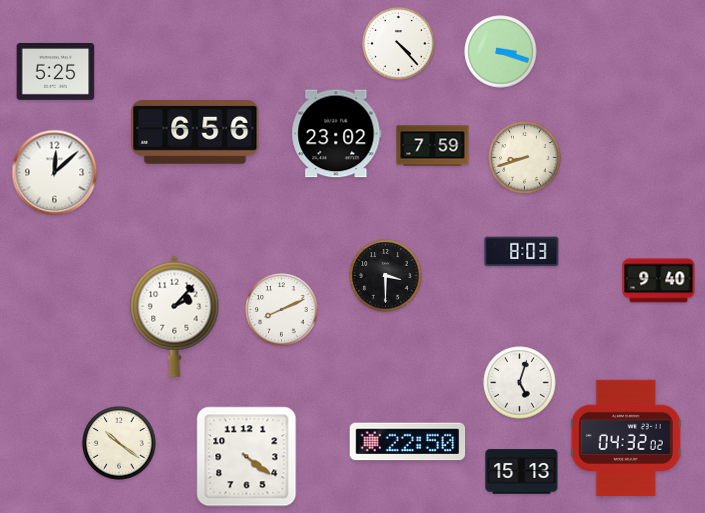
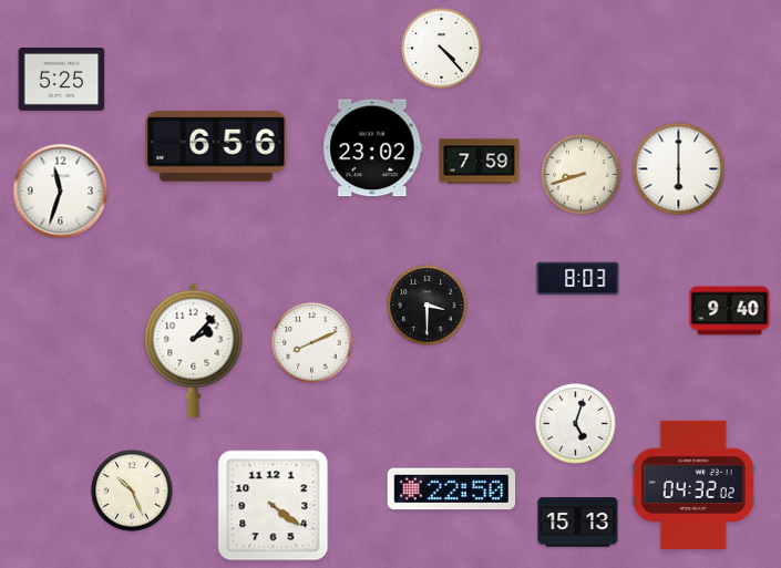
clock at (501, 52): 3:18 -> none
clock at (679, 169): none -> 6:00
clock at (55, 173): 12:08 -> 11:33
clock at (119, 443): 10:21 -> 10:26
